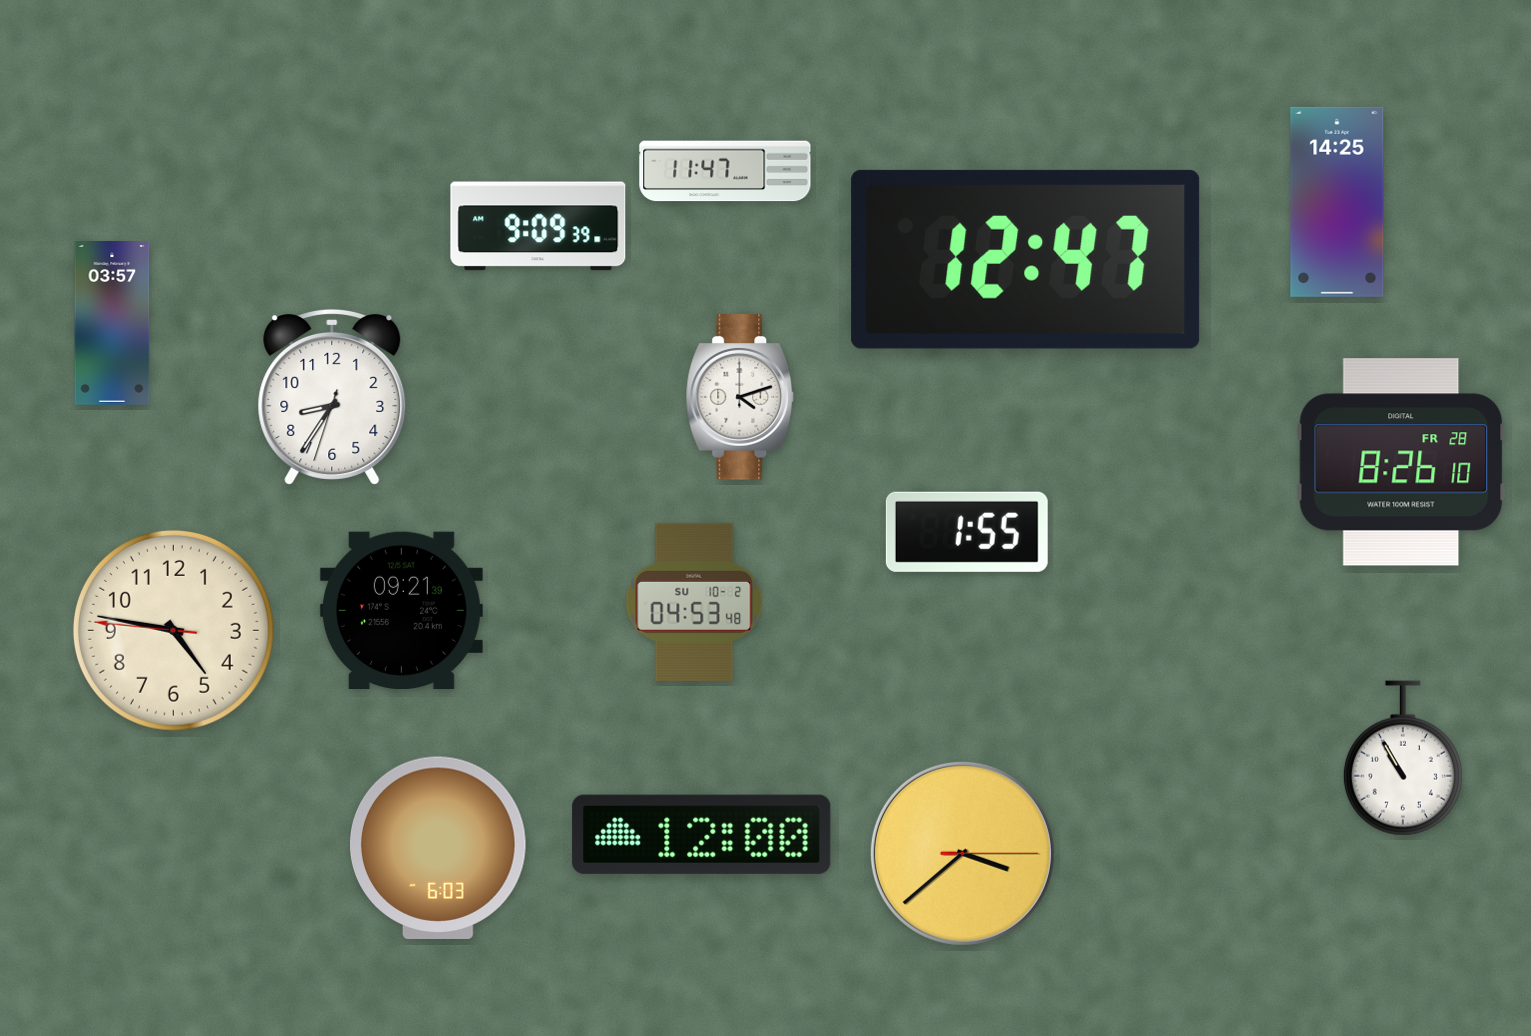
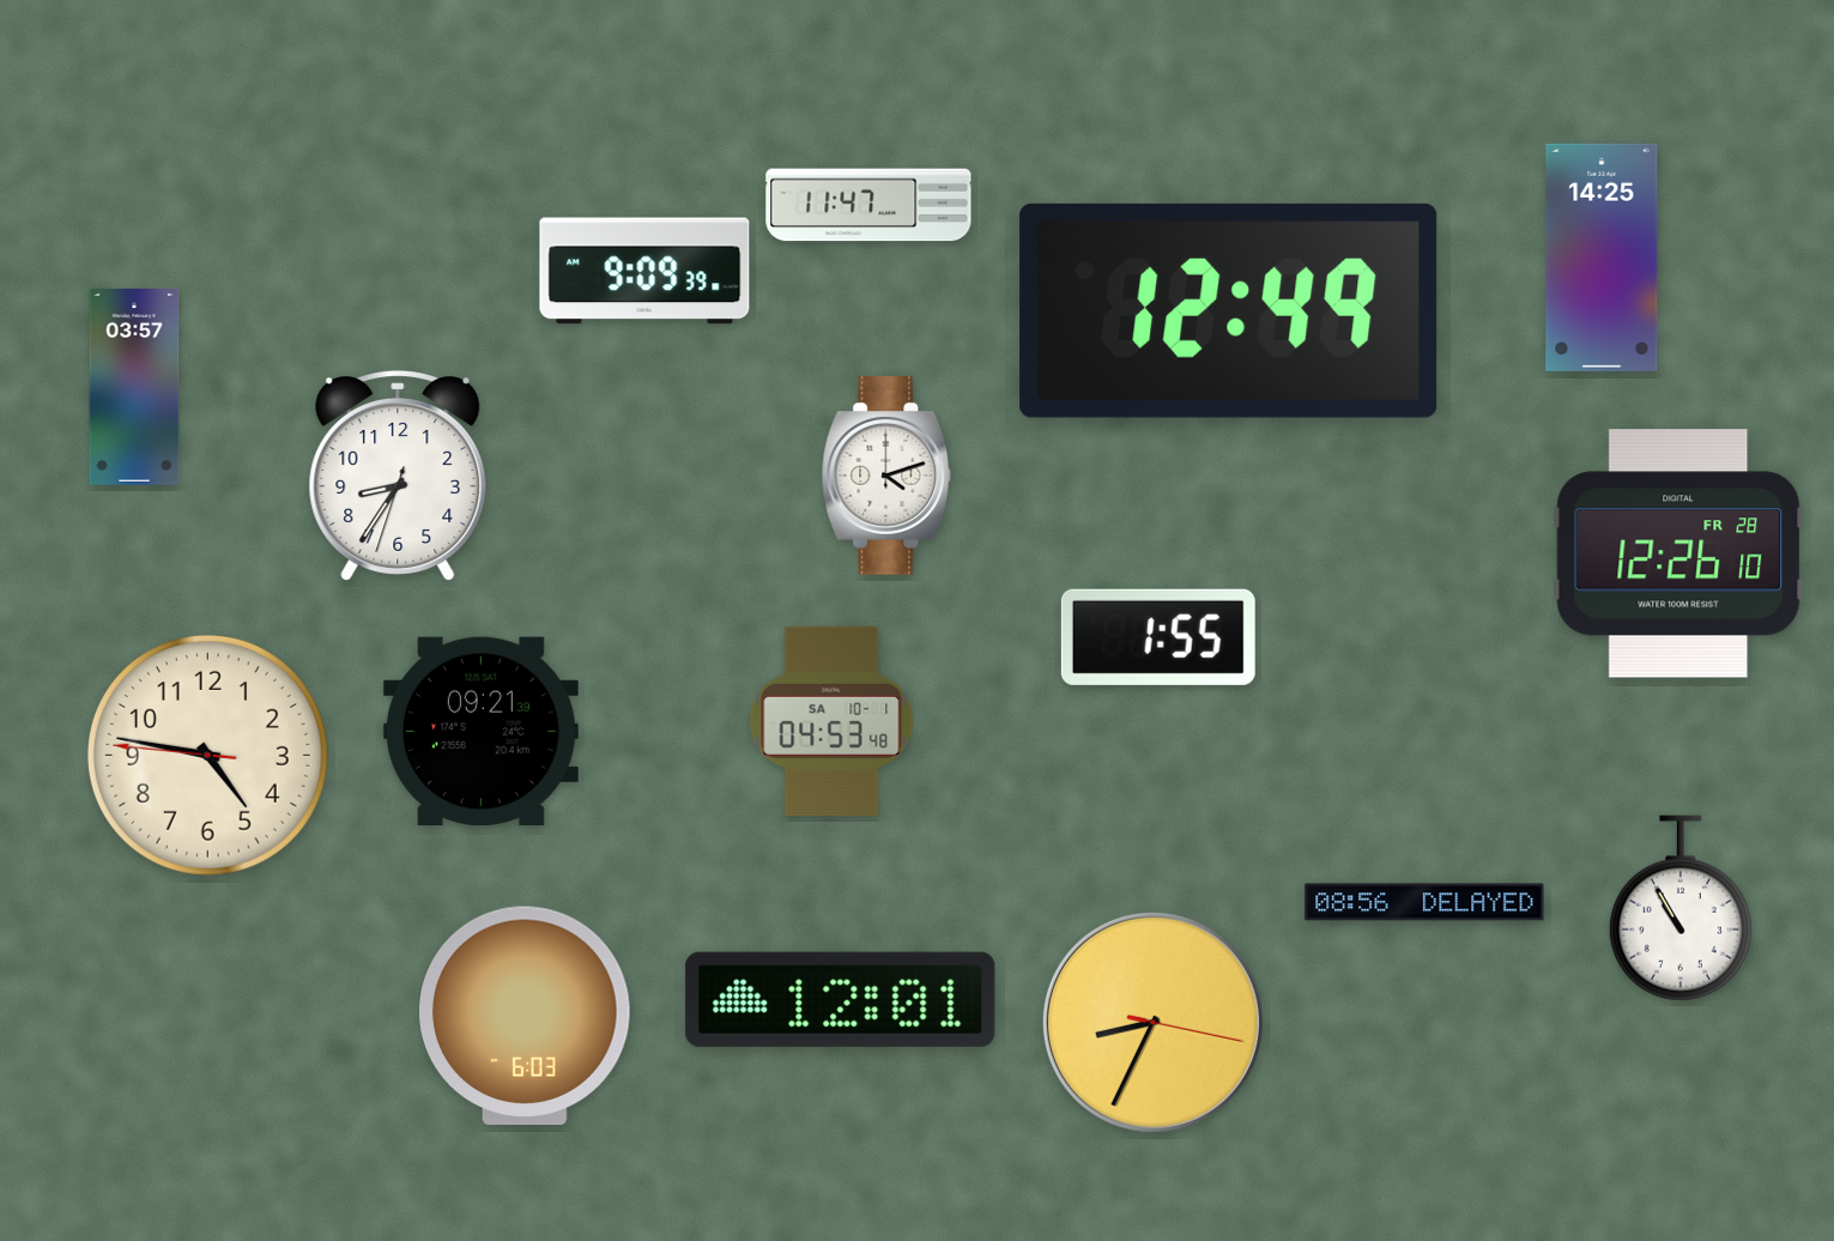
clock at (1337, 202) position: (1337, 202) -> (1602, 258)
clock at (1026, 259): 12:47 -> 12:49
clock at (1401, 462): 8:26 -> 12:26
clock at (694, 602) date: SU 10-2 -> SA 10-1
clock at (1424, 902): none -> 08:56
clock at (702, 834): 12:00 -> 12:01
clock at (962, 853): 3:38 -> 8:34
